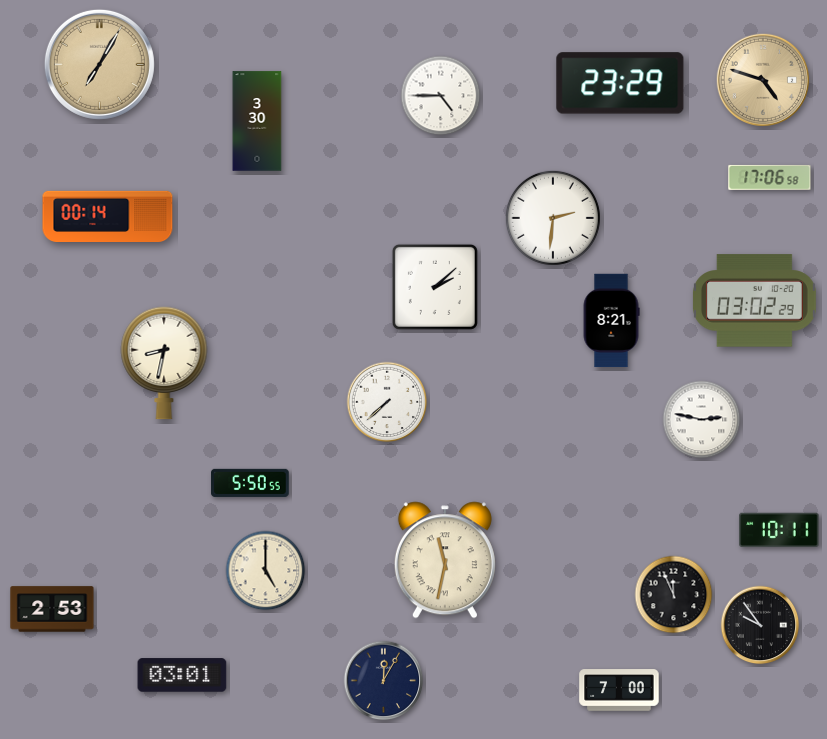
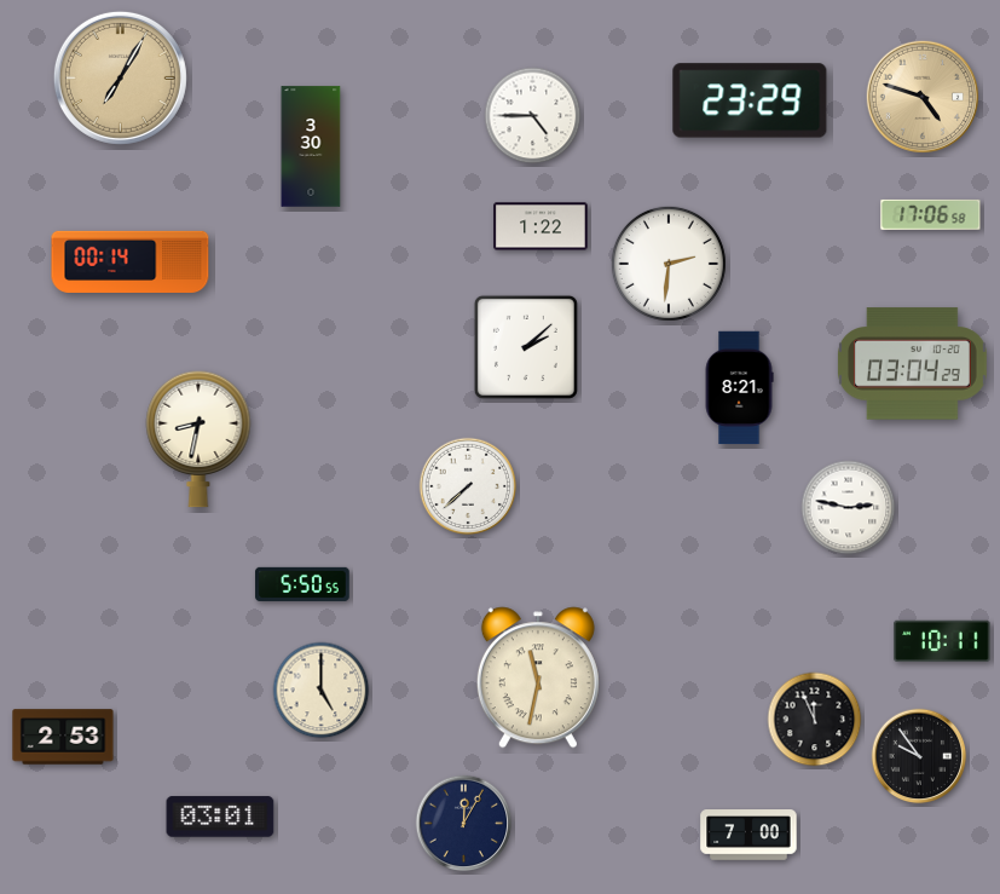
clock at (541, 226): none -> 1:22
clock at (754, 301): 03:02 -> 03:04
